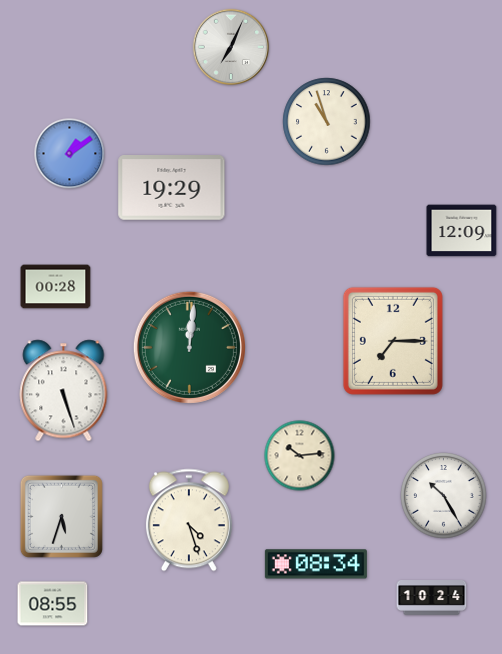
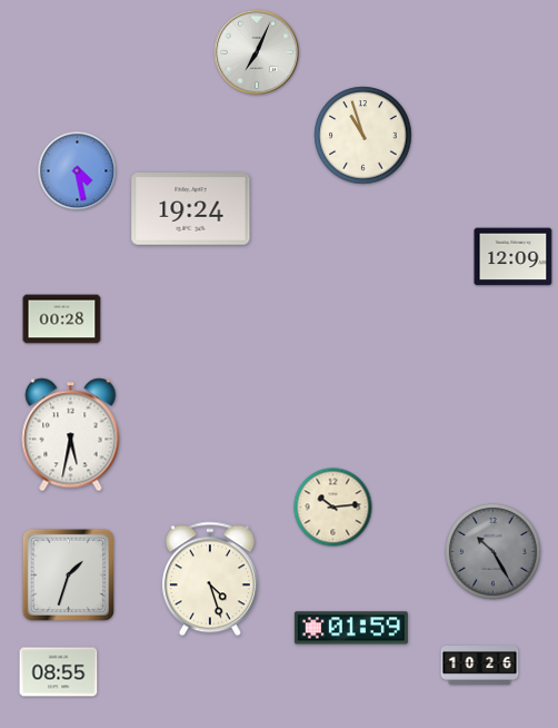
clock at (70, 154): 1:09 -> 4:28
clock at (172, 188): 19:29 -> 19:24
clock at (393, 341): 7:15 -> none
clock at (189, 347): 12:01 -> none
clock at (64, 391): 5:27 -> 5:32
clock at (444, 496) dial: white -> grey
clock at (61, 516): 5:33 -> 1:33
clock at (316, 564): 08:34 -> 01:59
clock at (432, 598): 10:24 -> 10:26
